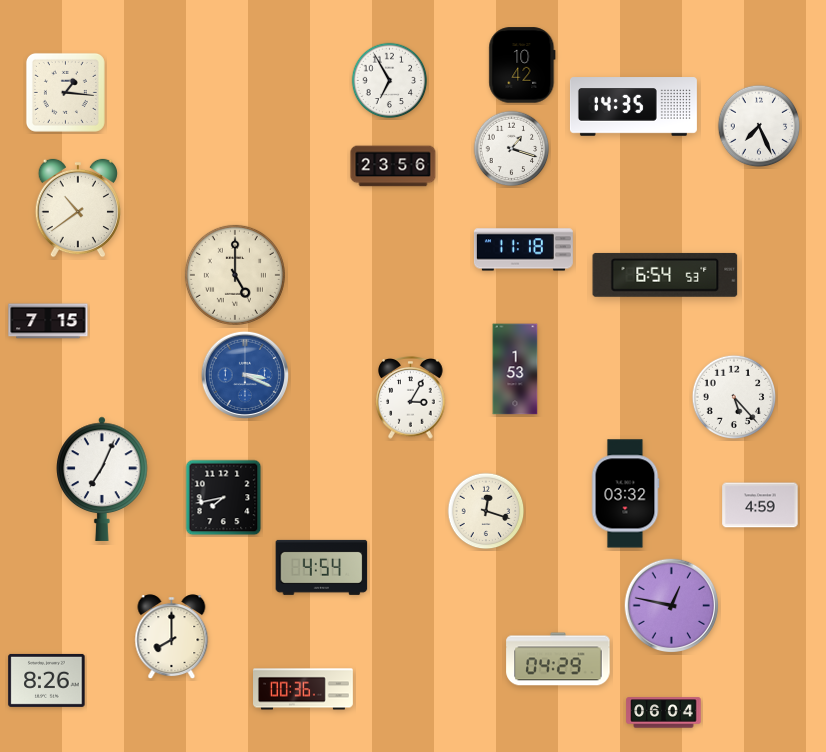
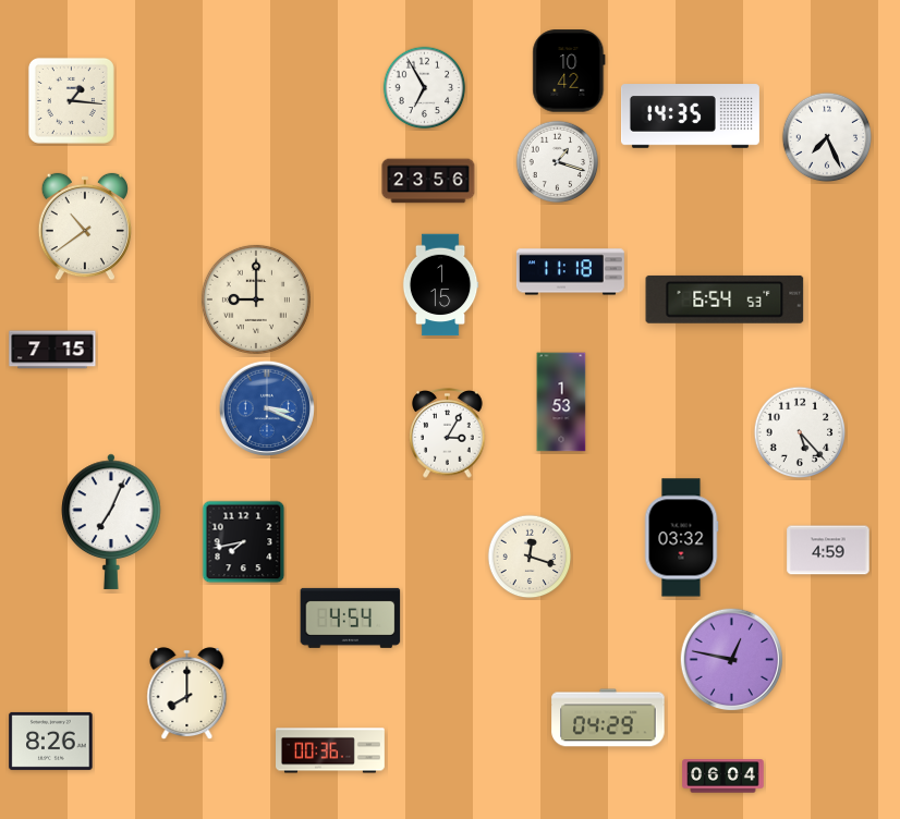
clock at (440, 285): none -> 1:15
clock at (235, 275): 5:00 -> 9:00
